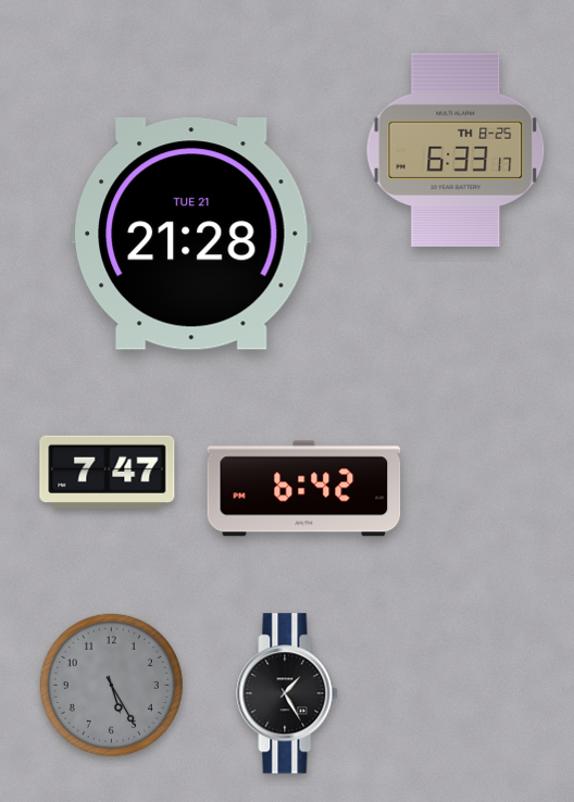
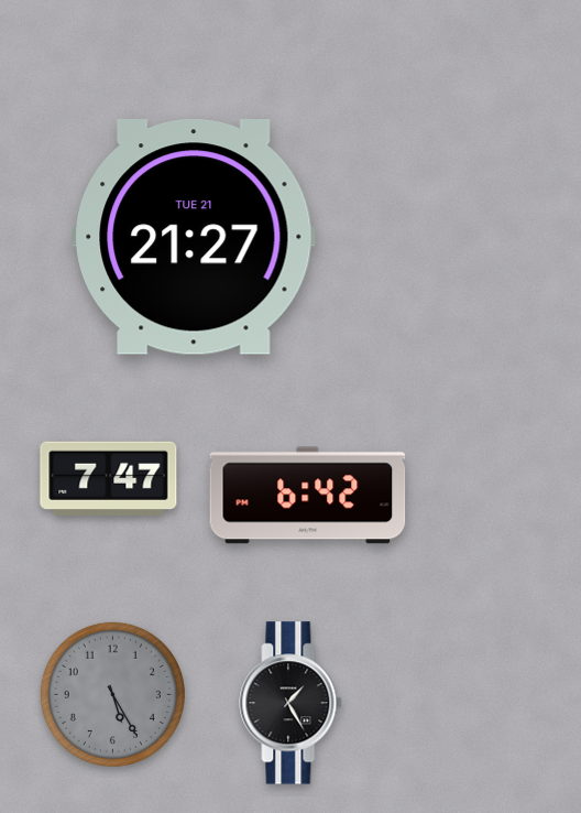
clock at (456, 149): 6:33 -> none
clock at (192, 234): 21:28 -> 21:27
